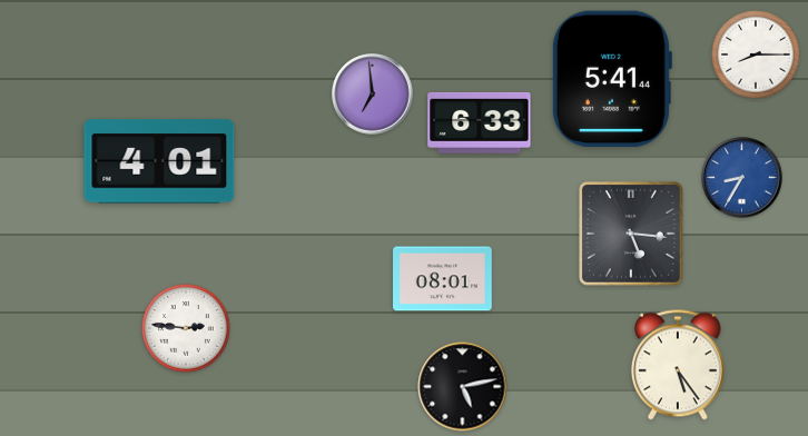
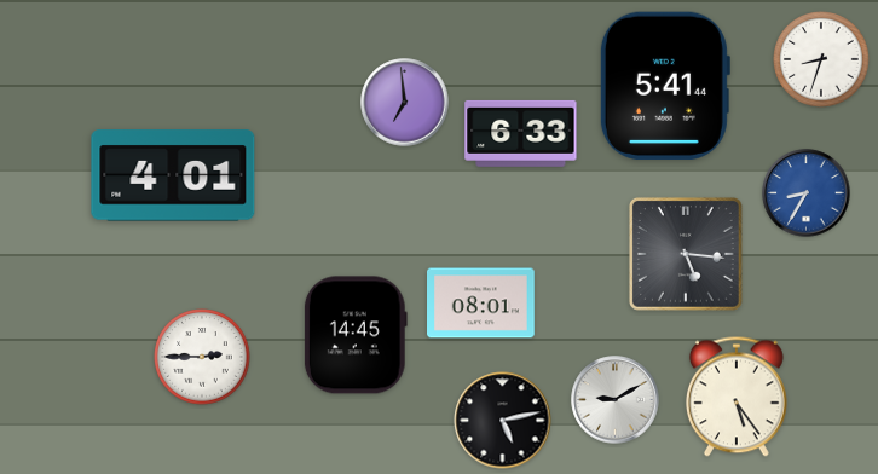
clock at (756, 54): 8:15 -> 8:33
clock at (356, 335): none -> 14:45
clock at (186, 328): 2:46 -> 2:45
clock at (616, 400): none -> 9:10
